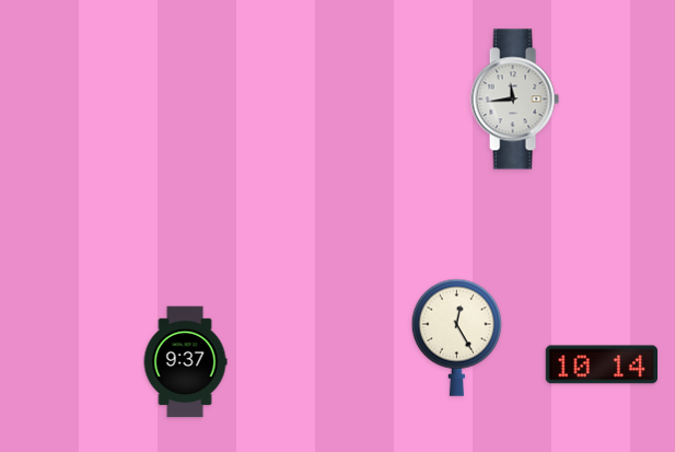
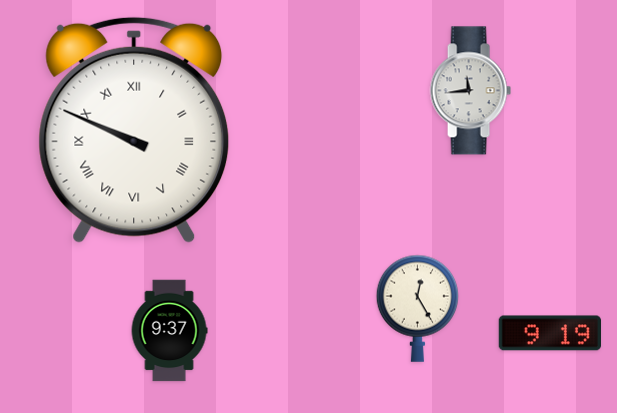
clock at (134, 130): none -> 9:49
clock at (601, 364): 10:14 -> 9:19
